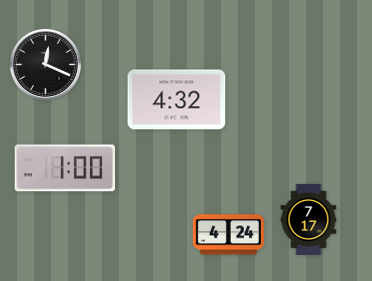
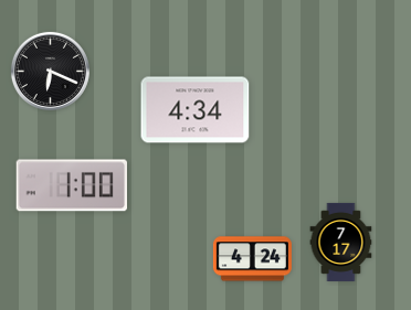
clock at (45, 64): 12:19 -> 6:19
clock at (177, 100): 4:32 -> 4:34
